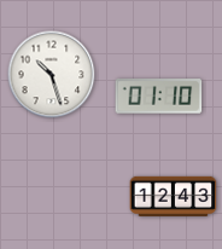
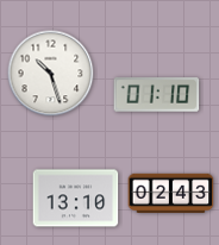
clock at (174, 196): 12:43 -> 02:43
clock at (76, 199): none -> 13:10
